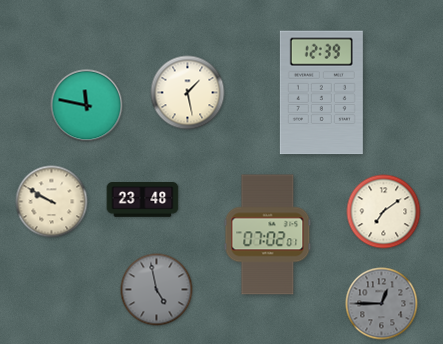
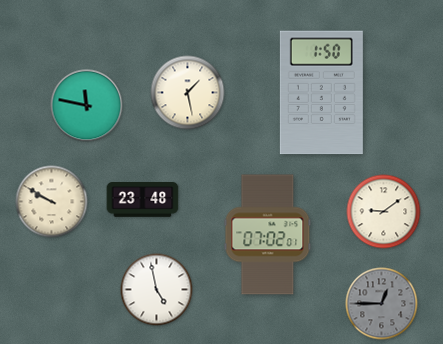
clock at (321, 93): 12:39 -> 1:50
clock at (384, 212): 7:09 -> 9:09
clock at (157, 290) dial: grey -> white
